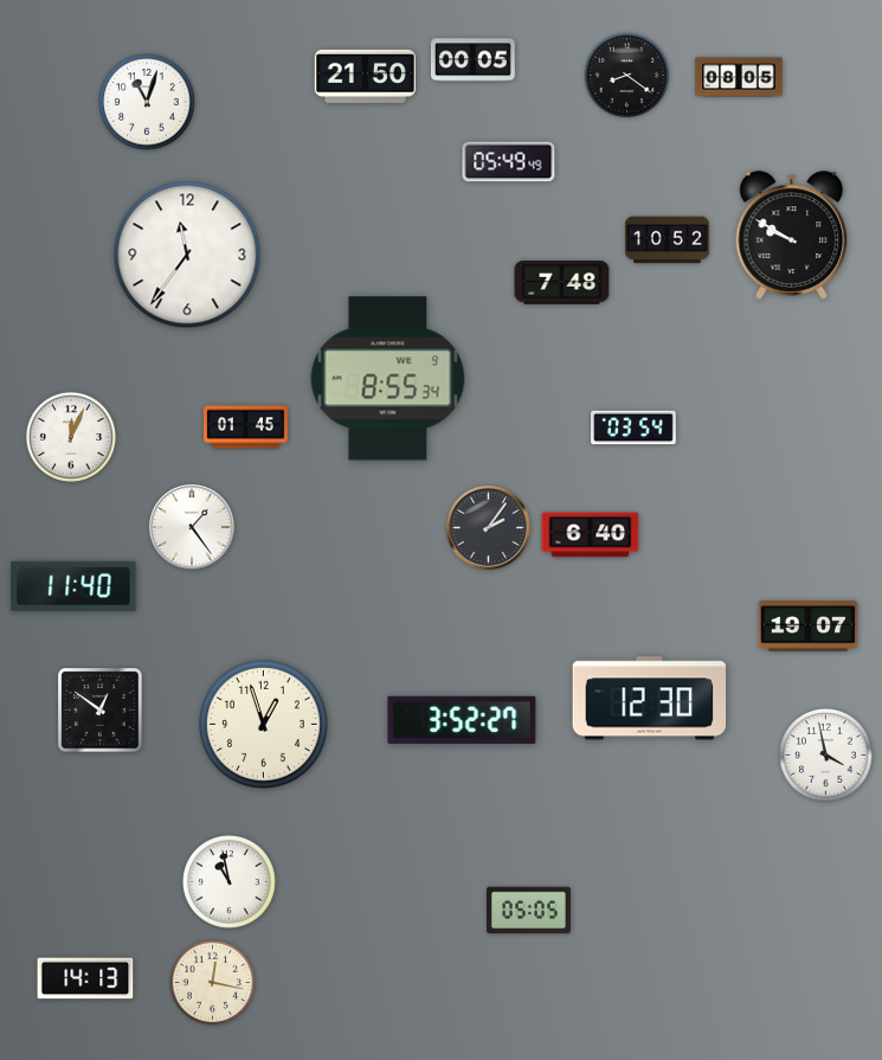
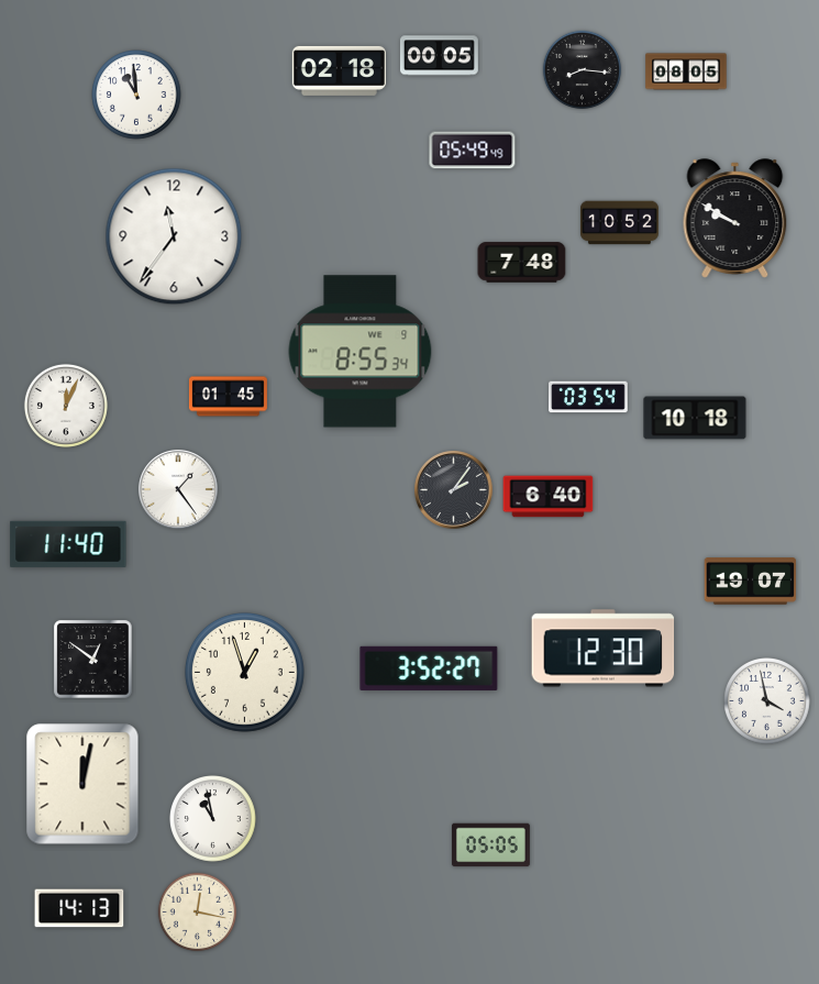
clock at (365, 76): 21:50 -> 02:18
clock at (627, 76): 8:21 -> 8:16
clock at (147, 102): 11:03 -> 10:59
clock at (695, 418): none -> 10:18
clock at (82, 784): none -> 12:02
